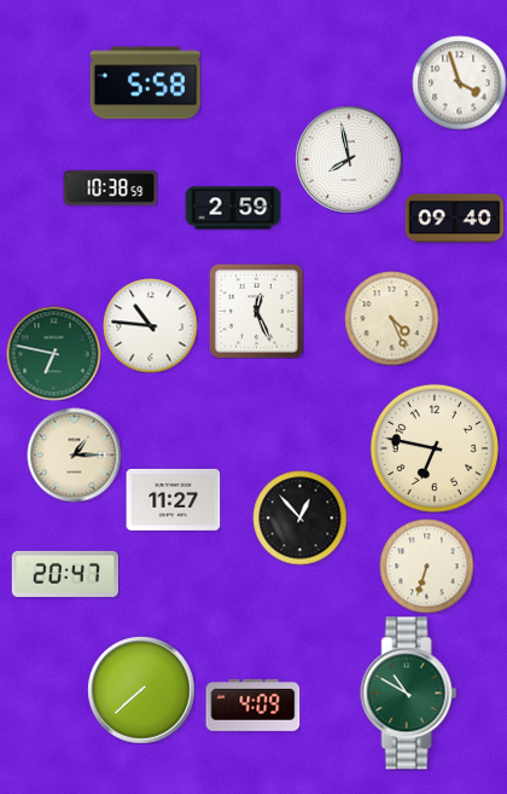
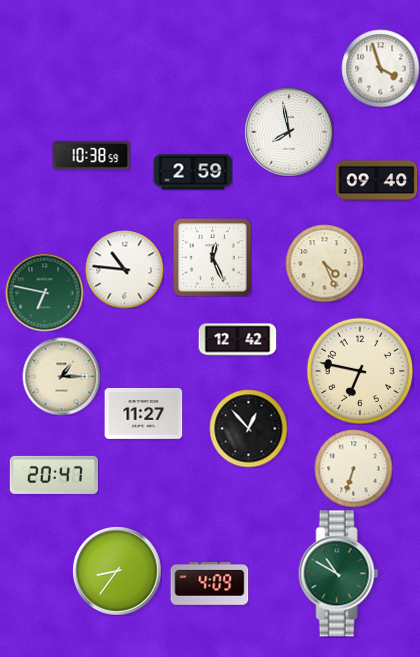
clock at (145, 83): 5:58 -> none
clock at (237, 340): none -> 12:42
clock at (141, 690): 7:38 -> 8:36
